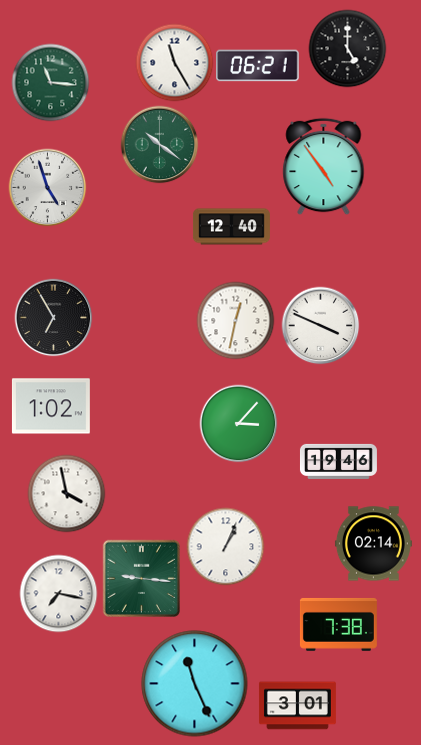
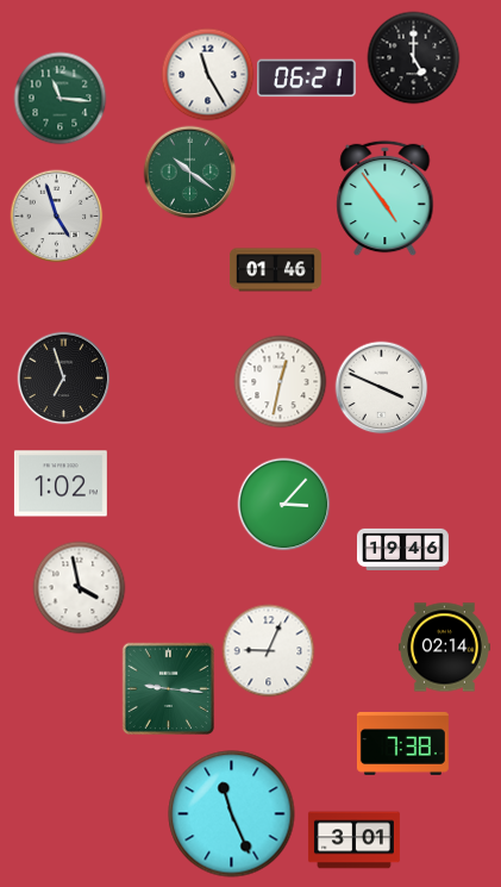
clock at (47, 187) position: (47, 187) -> (56, 215)
clock at (231, 227): 12:40 -> 01:46
clock at (53, 317): 6:55 -> 6:57
clock at (225, 546): 1:04 -> 9:04
clock at (58, 593): 7:17 -> none
